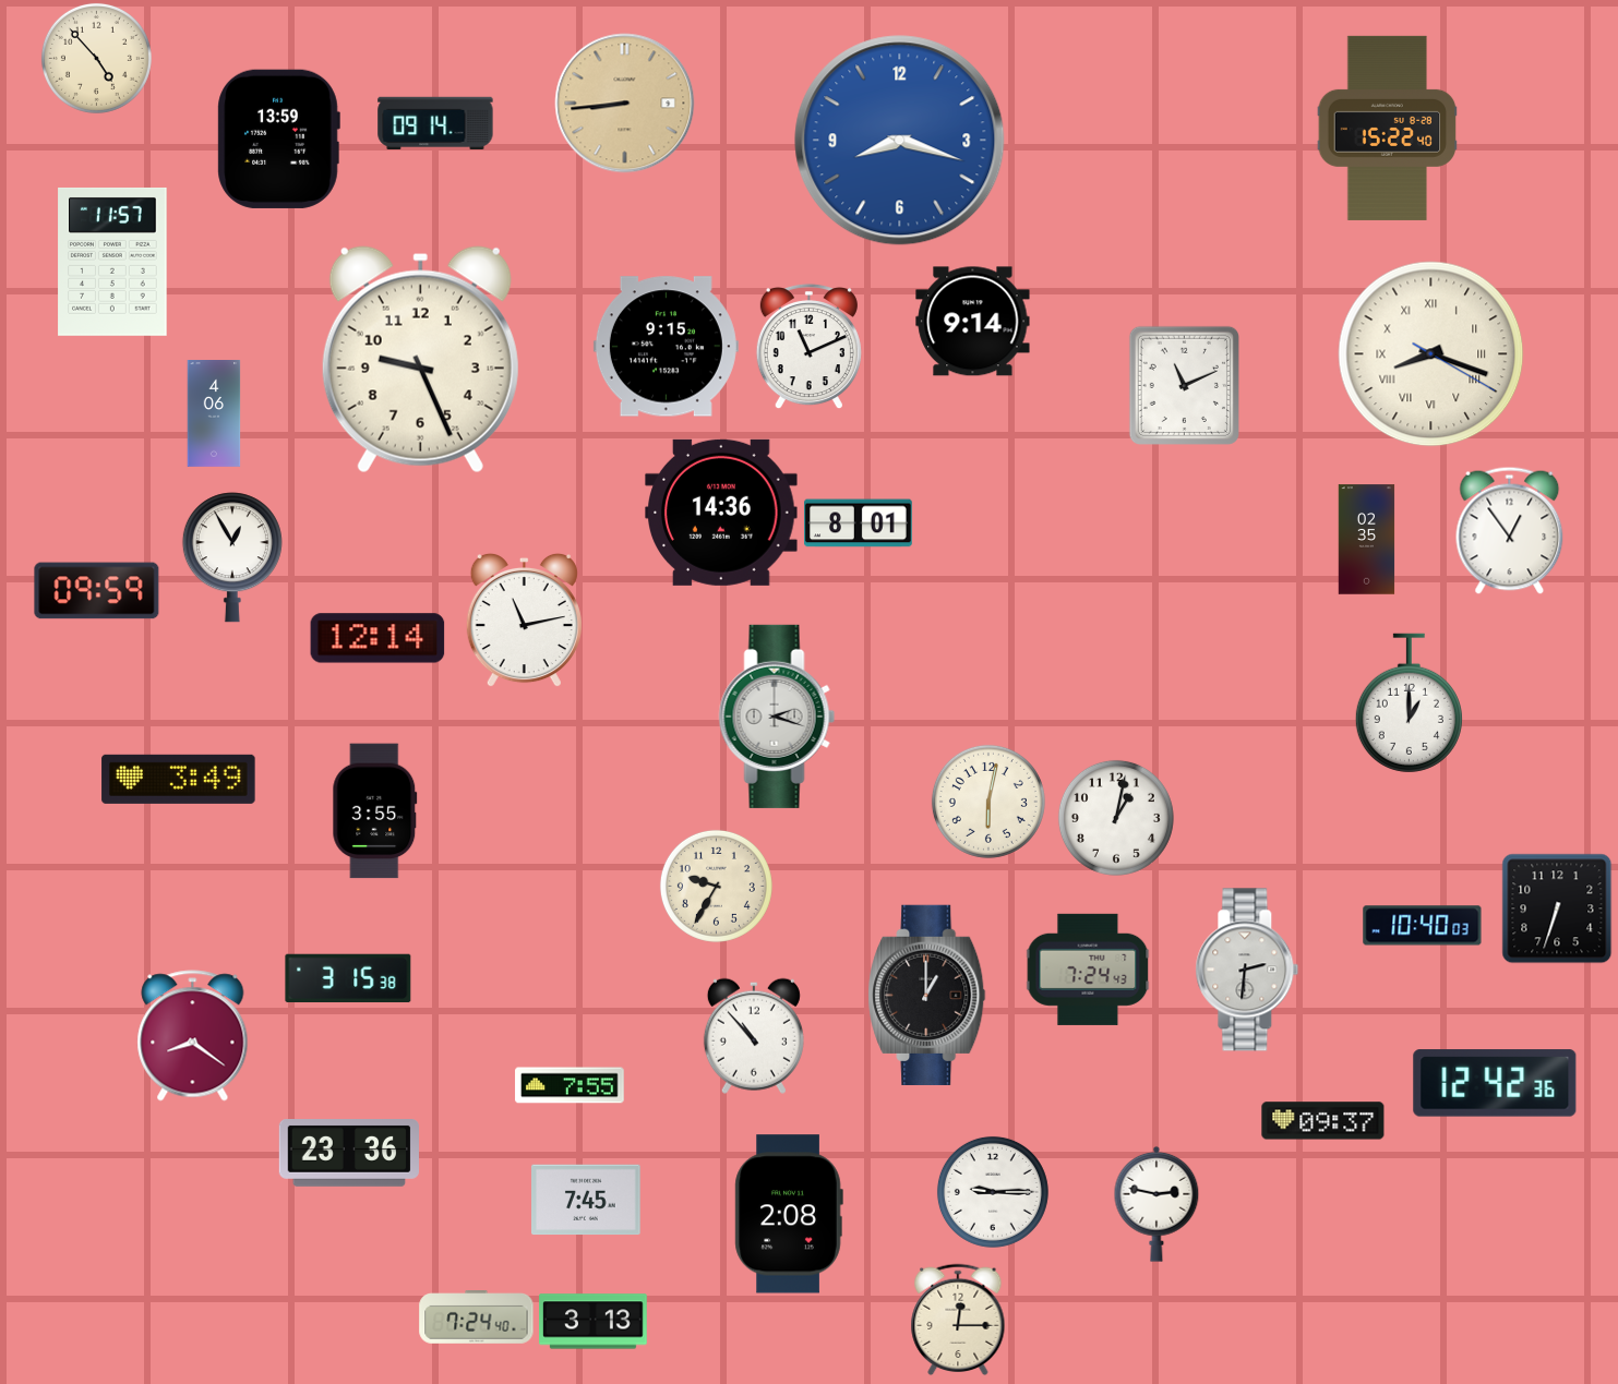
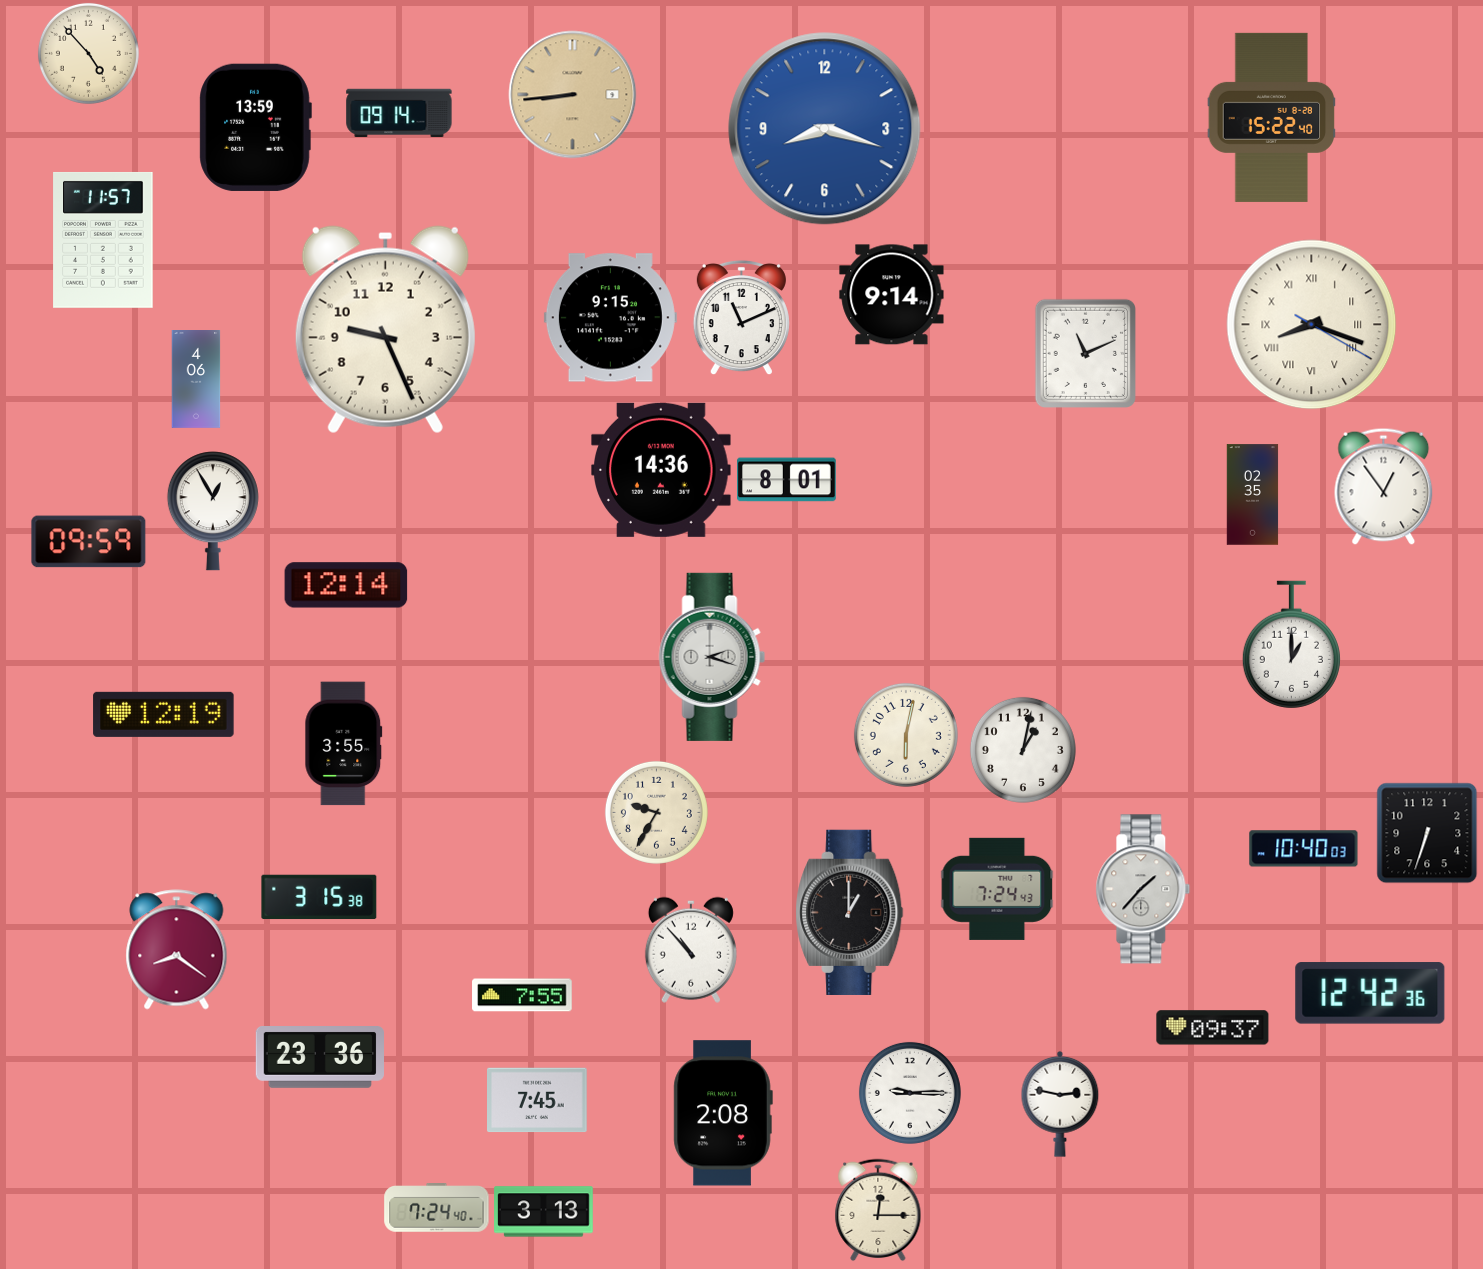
clock at (524, 621): 11:13 -> none
clock at (179, 779): 3:49 -> 12:19
clock at (1247, 970): 2:31 -> 1:37
